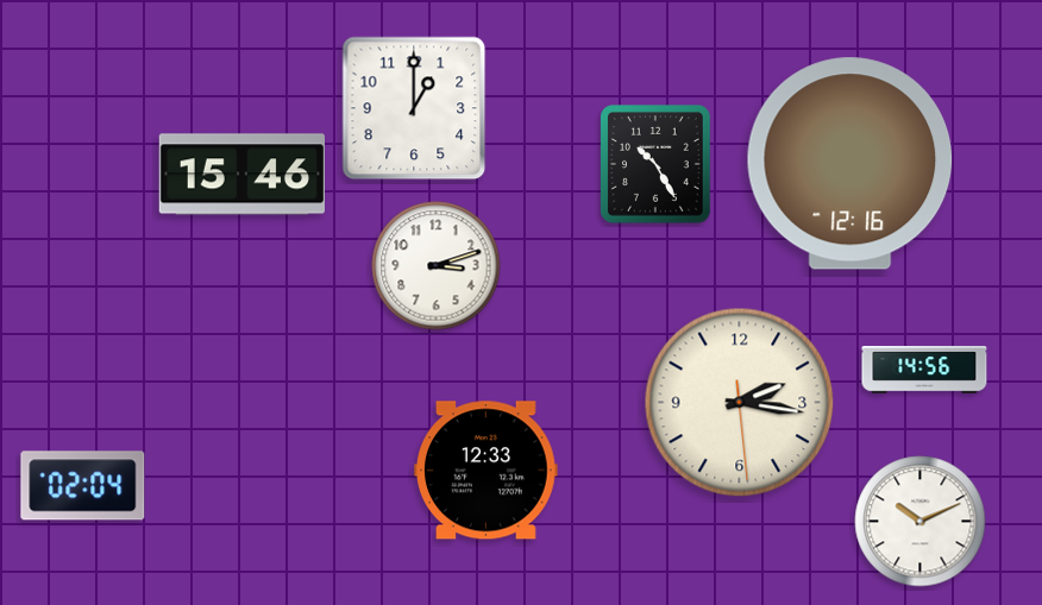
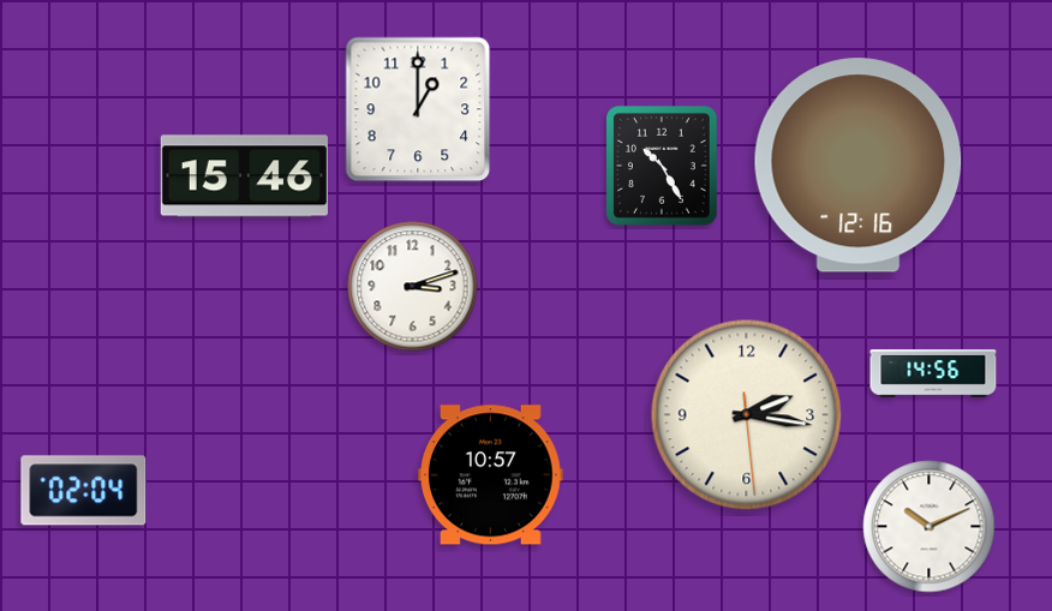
clock at (437, 266) position: (437, 266) -> (413, 287)
clock at (740, 403) position: (740, 403) -> (747, 415)
clock at (487, 471): 12:33 -> 10:57
